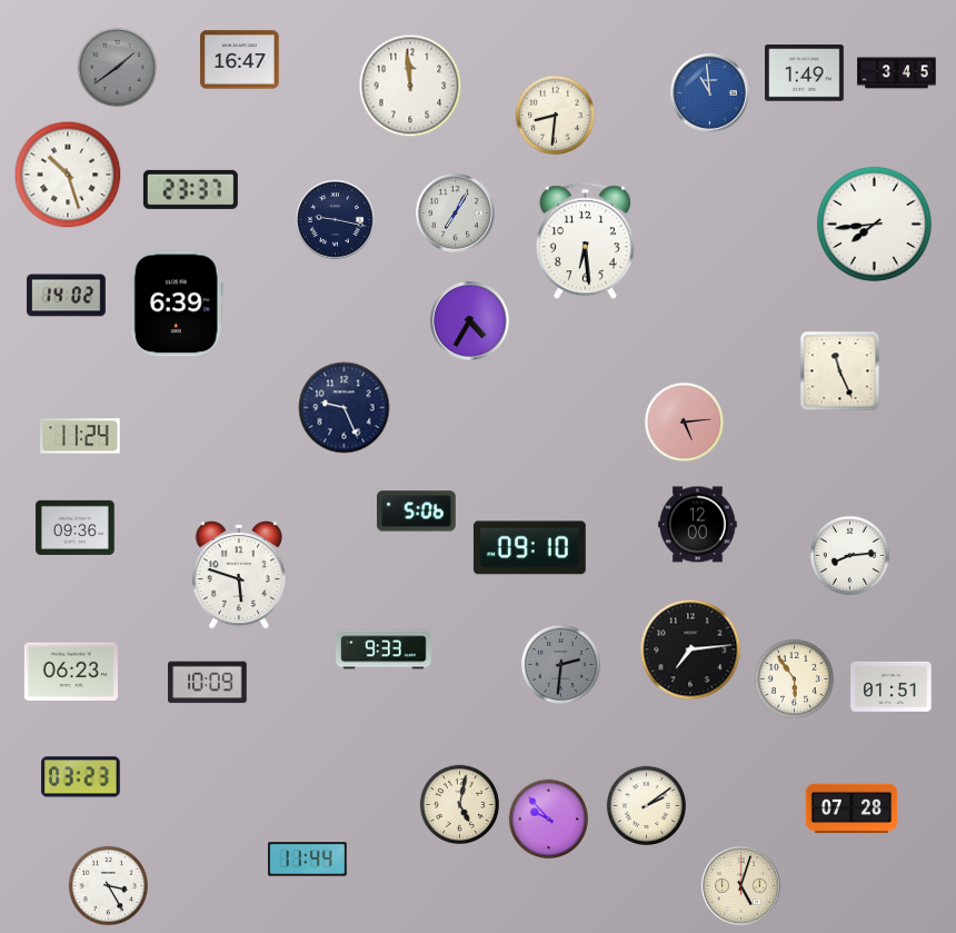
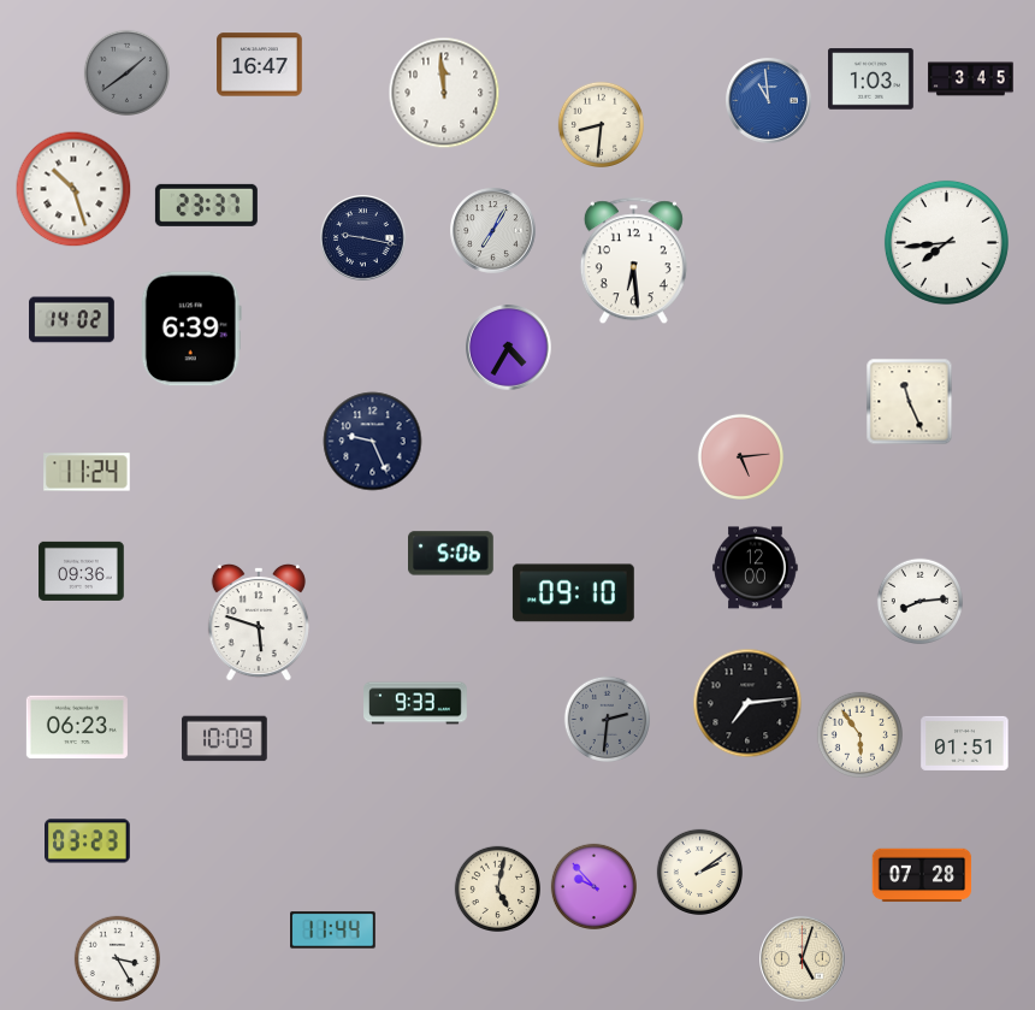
clock at (805, 73): 1:49 -> 1:03
clock at (459, 804) position: (459, 804) -> (497, 888)
